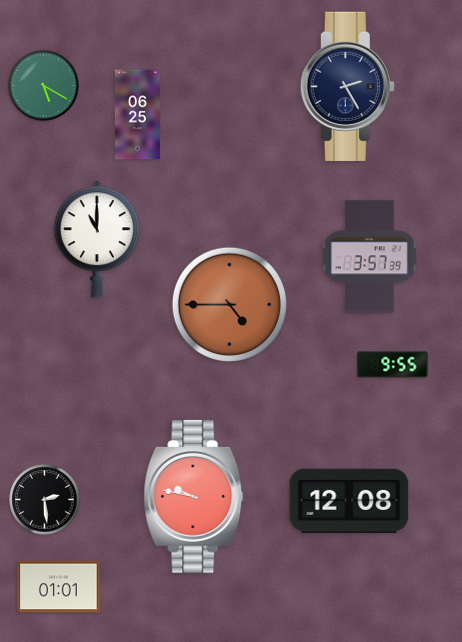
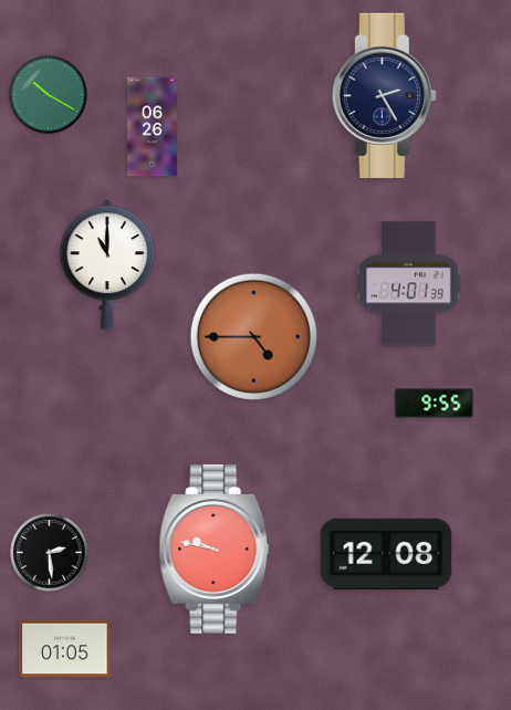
clock at (44, 86): 5:20 -> 10:20
clock at (137, 115): 06:25 -> 06:26
clock at (370, 257): 3:57 -> 4:01
clock at (59, 587): 01:01 -> 01:05
